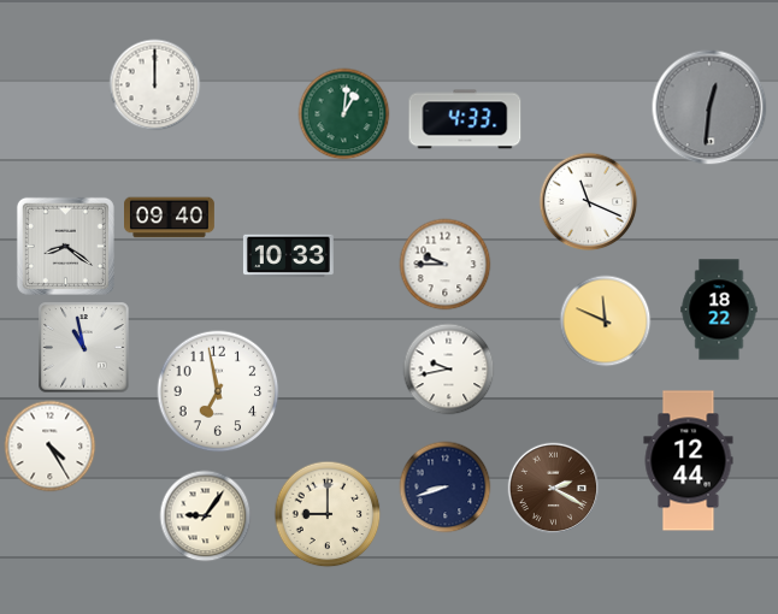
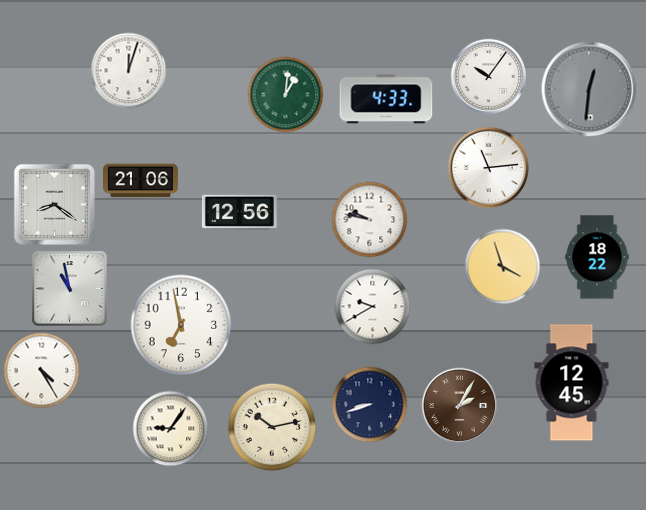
clock at (155, 85): 12:00 -> 12:03
clock at (489, 77): none -> 10:06
clock at (589, 202): 11:19 -> 11:14
clock at (170, 218): 09:40 -> 21:06
clock at (288, 256): 10:33 -> 12:56
clock at (446, 265): 9:45 -> 9:47
clock at (606, 321): 11:49 -> 3:57
clock at (449, 370): 9:43 -> 9:40
clock at (689, 461): 12:44 -> 12:45
clock at (554, 489): 2:20 -> 2:05
clock at (328, 514): 9:00 -> 10:13
